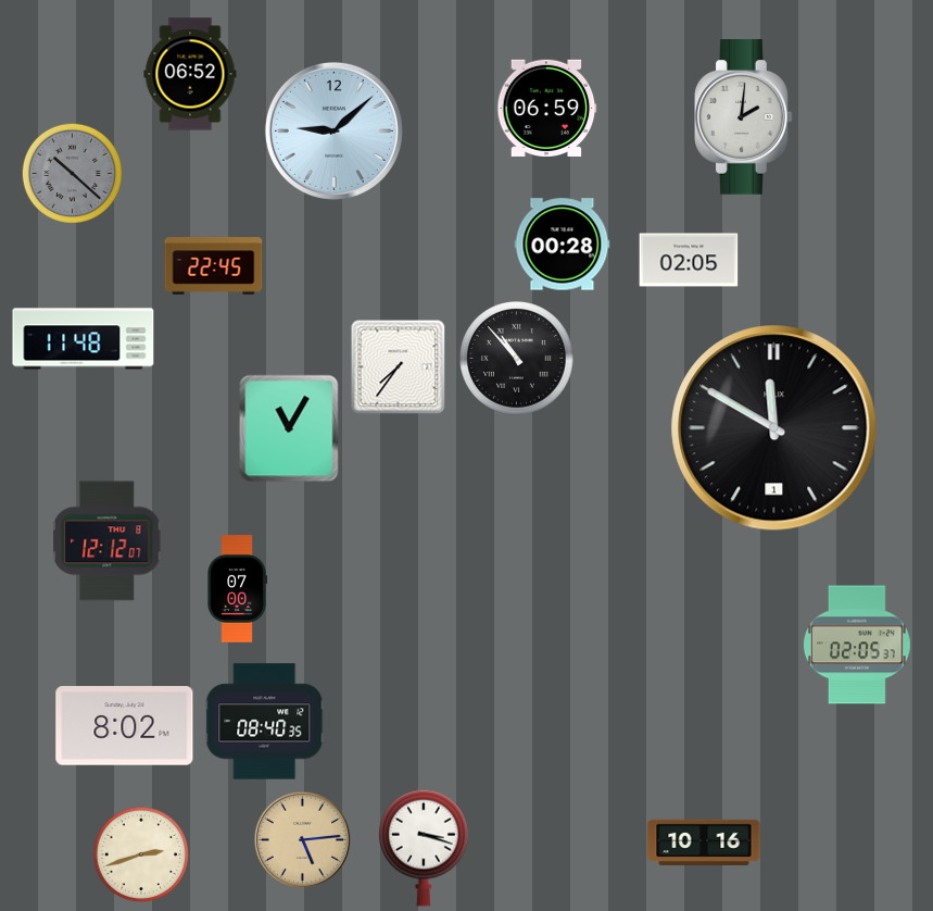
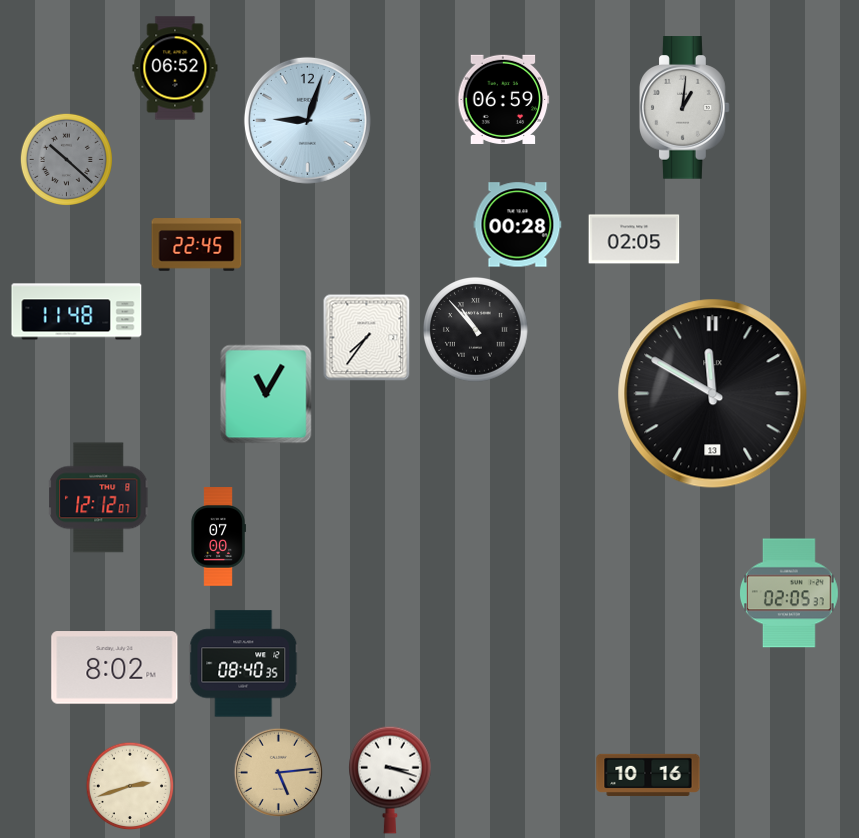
clock at (744, 117): 2:01 -> 1:01
clock at (333, 130): 9:08 -> 9:03
clock at (774, 428) date: 1 -> 13
clock at (237, 589) position: (237, 589) -> (218, 537)
